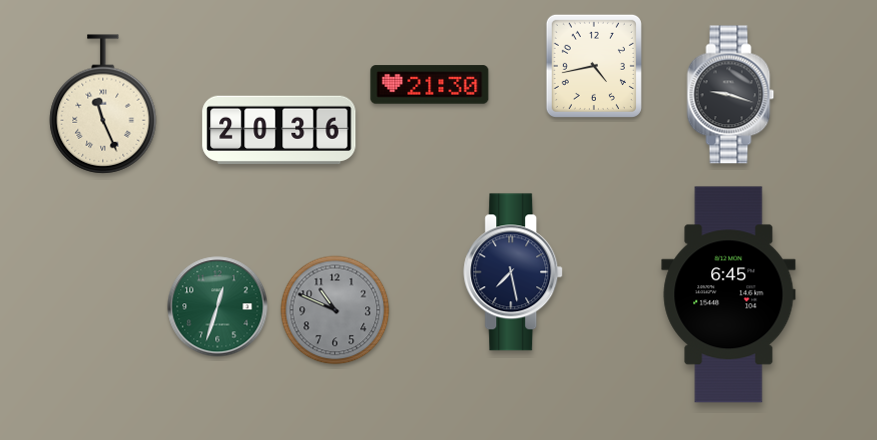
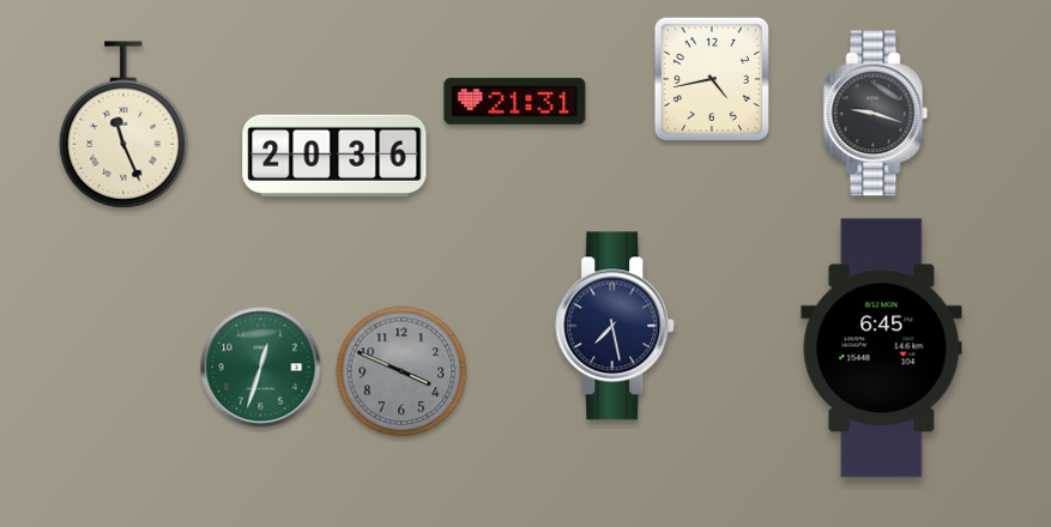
clock at (430, 85): 21:30 -> 21:31
clock at (729, 295) position: (729, 295) -> (882, 349)
clock at (335, 310): 10:49 -> 3:49
